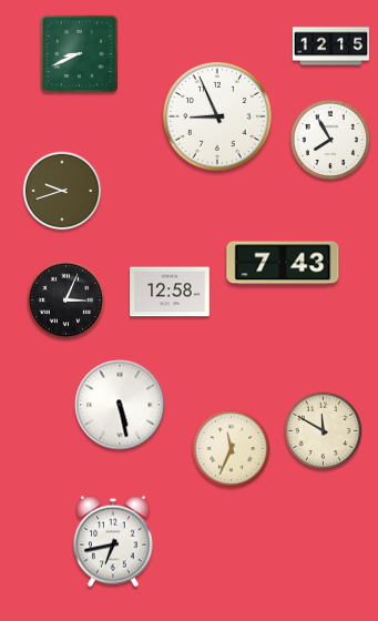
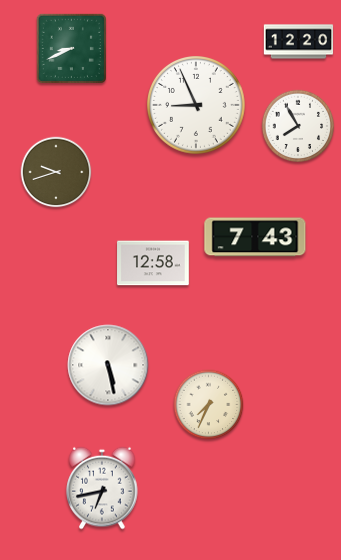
clock at (331, 47): 12:15 -> 12:20
clock at (67, 301): 3:04 -> none
clock at (324, 431): 11:50 -> none
clock at (232, 449): 11:34 -> 7:34
